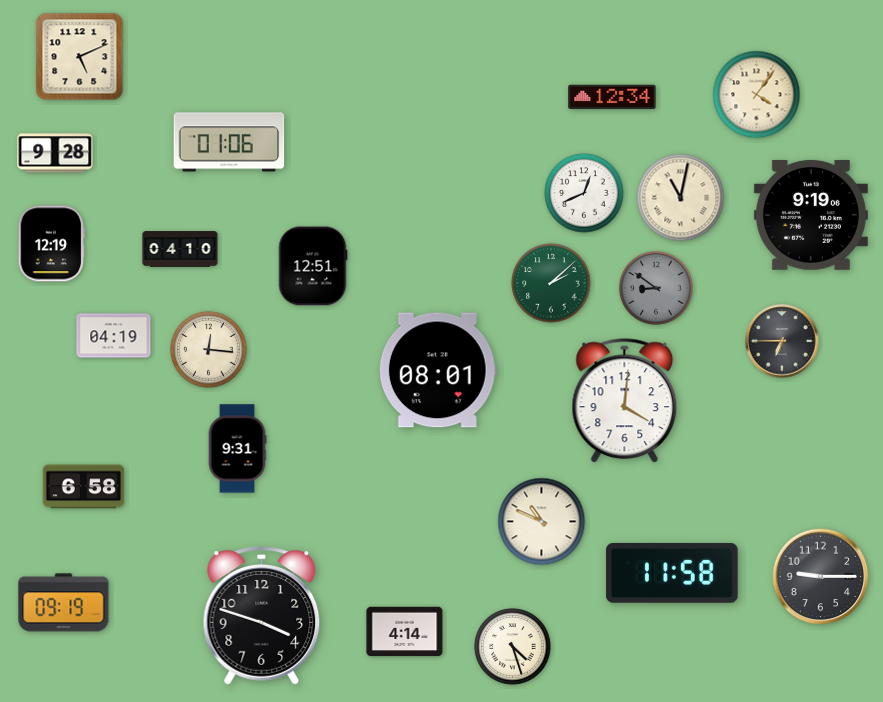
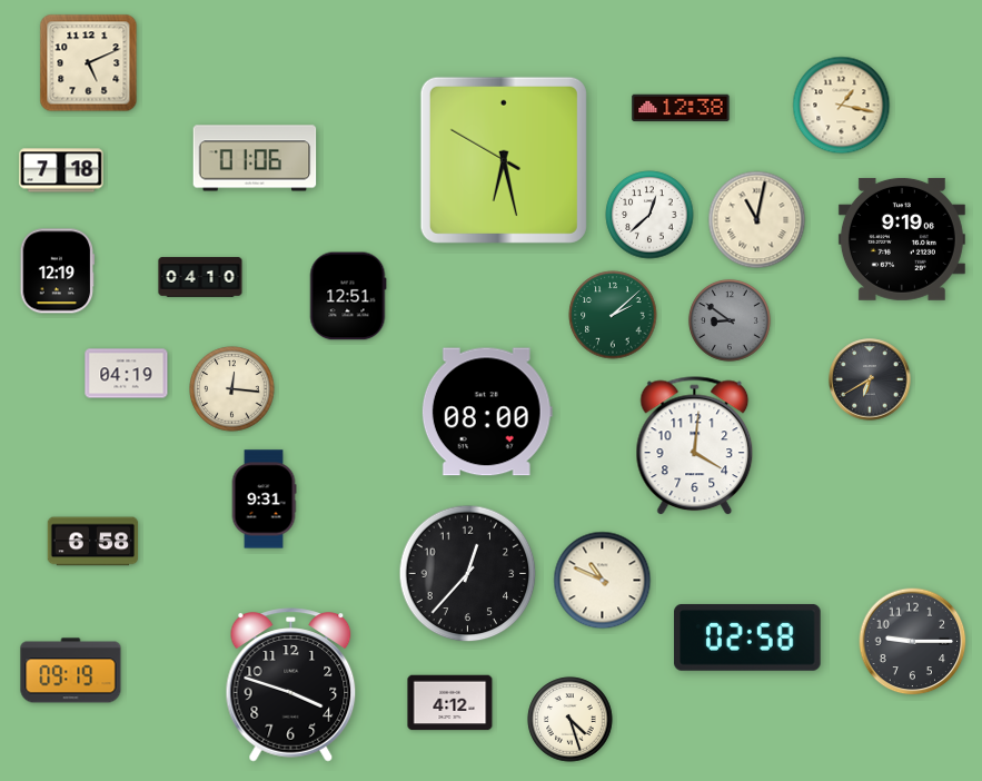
clock at (757, 95): 4:06 -> 1:17
clock at (612, 97): 12:34 -> 12:38
clock at (504, 160): none -> 6:27
clock at (55, 153): 9:28 -> 7:18
clock at (584, 193): 12:41 -> 12:38
clock at (782, 341): 6:45 -> 6:40
clock at (438, 370): 08:01 -> 08:00
clock at (468, 574): none -> 12:37
clock at (672, 573): 11:58 -> 02:58
clock at (405, 632): 4:14 -> 4:12
